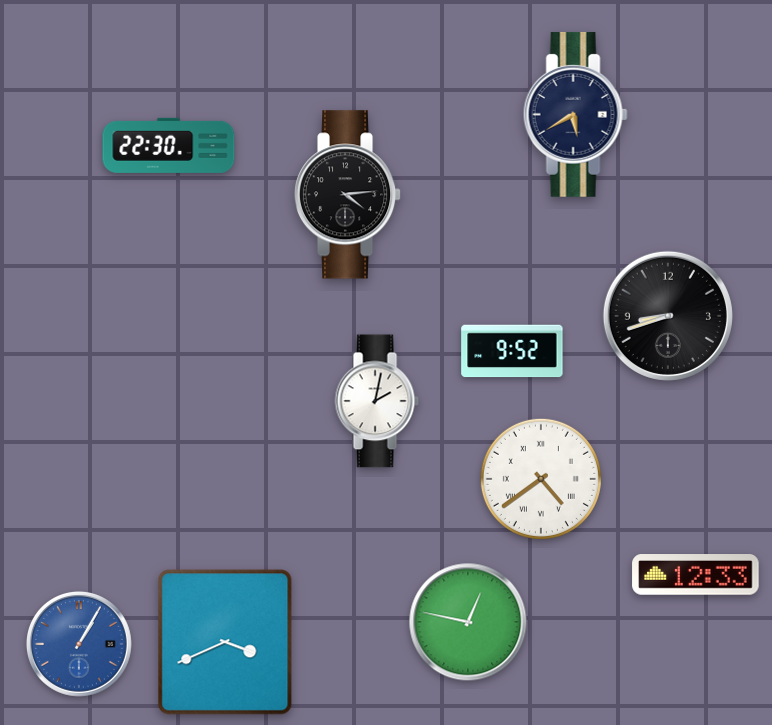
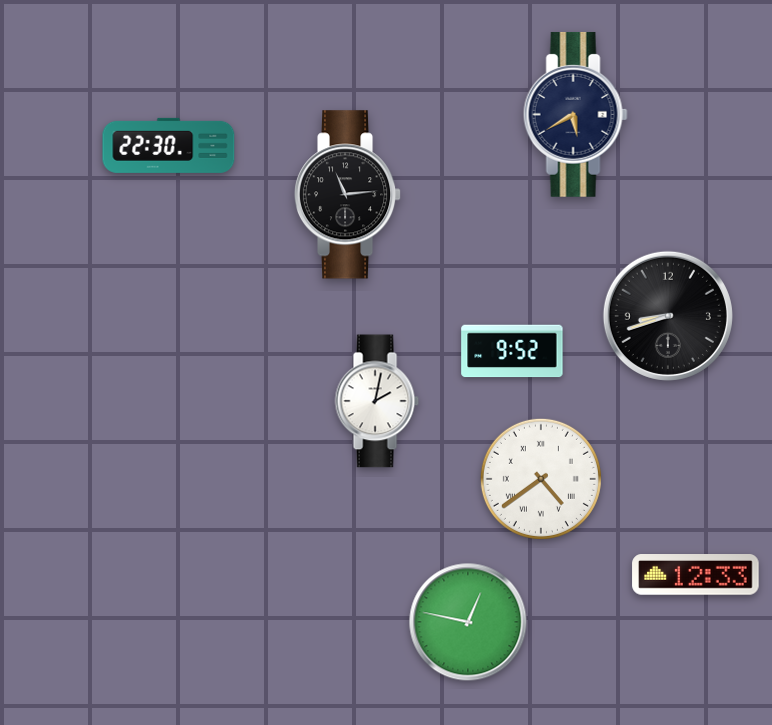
clock at (348, 195): 4:14 -> 11:14
clock at (225, 642): 3:41 -> none
clock at (79, 644): 1:05 -> none
